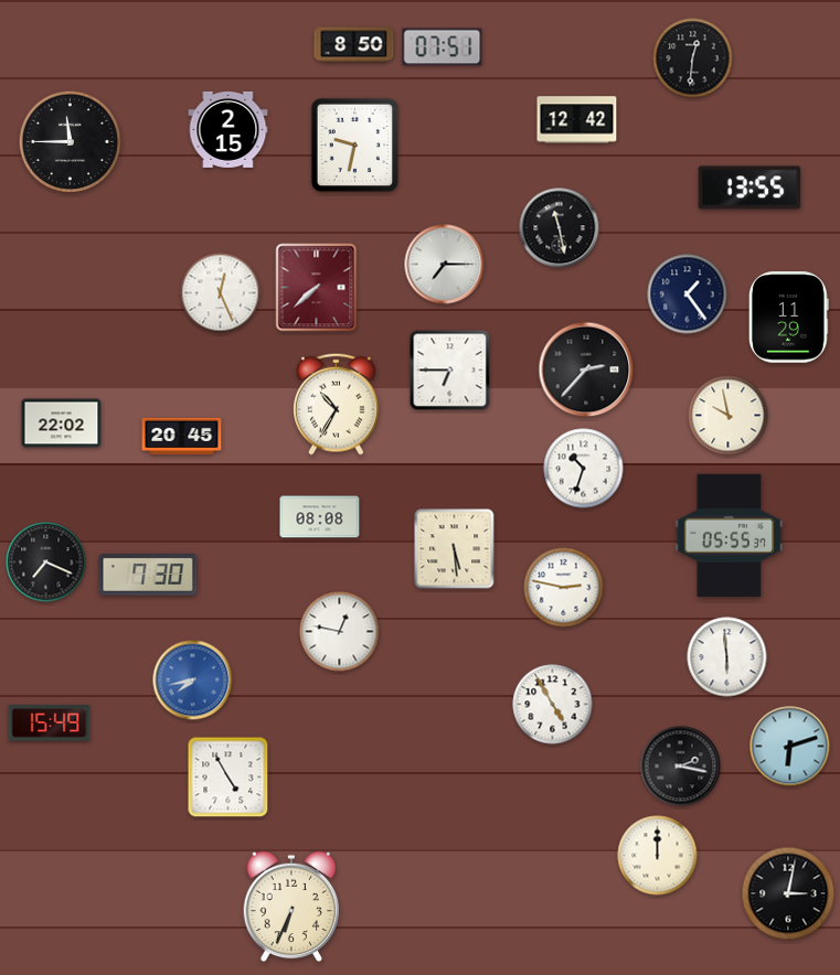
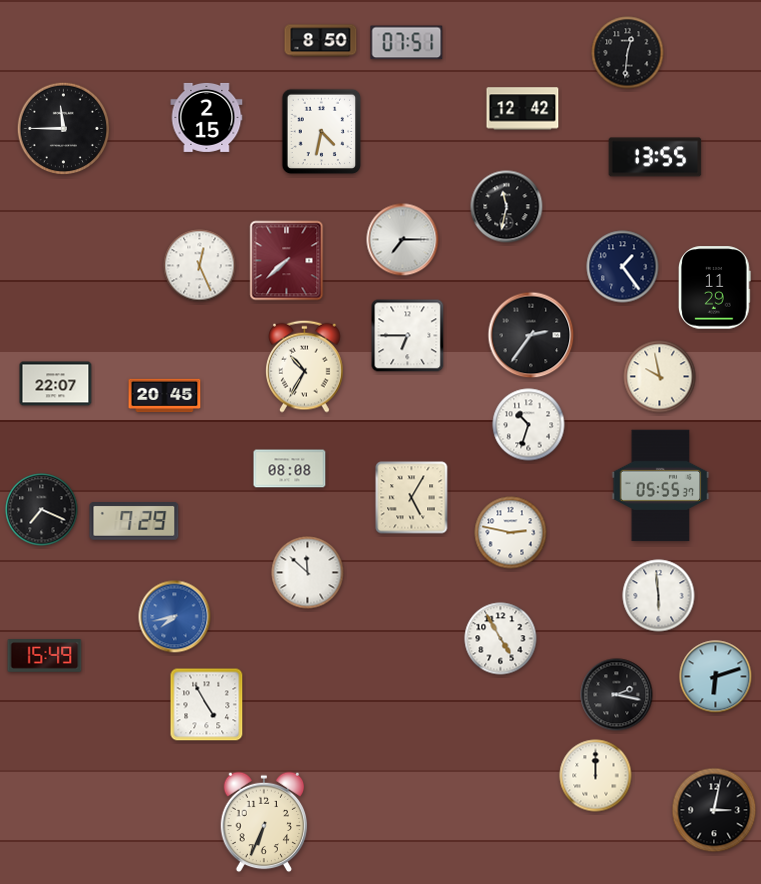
clock at (443, 47) position: (443, 47) -> (407, 43)
clock at (355, 146): 9:32 -> 4:32
clock at (749, 187) position: (749, 187) -> (655, 157)
clock at (560, 228): 11:28 -> 11:32
clock at (586, 369): 2:37 -> 2:36
clock at (62, 424): 22:02 -> 22:07
clock at (455, 549): 5:29 -> 5:05
clock at (148, 576): 7:30 -> 7:29
clock at (340, 632): 12:47 -> 11:52
